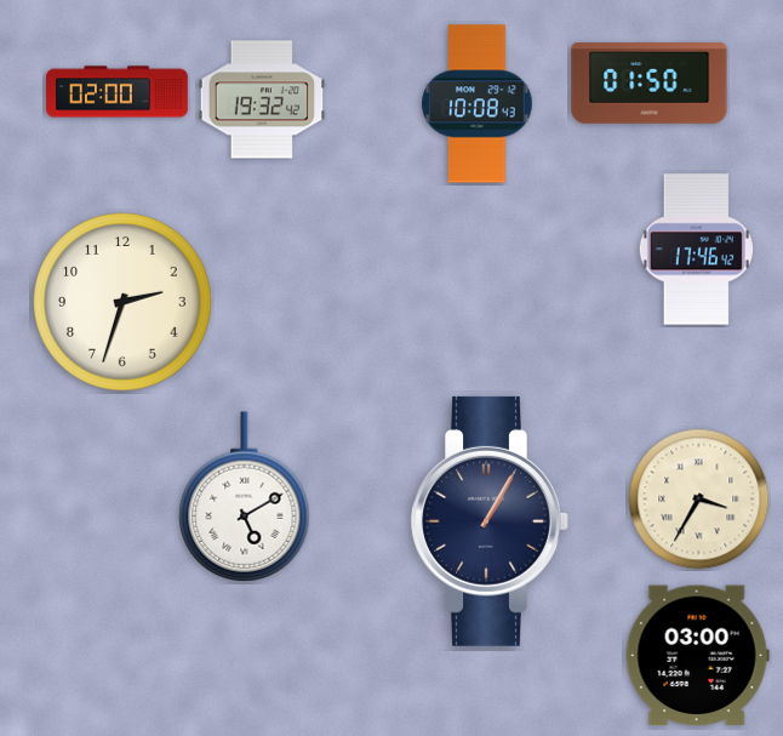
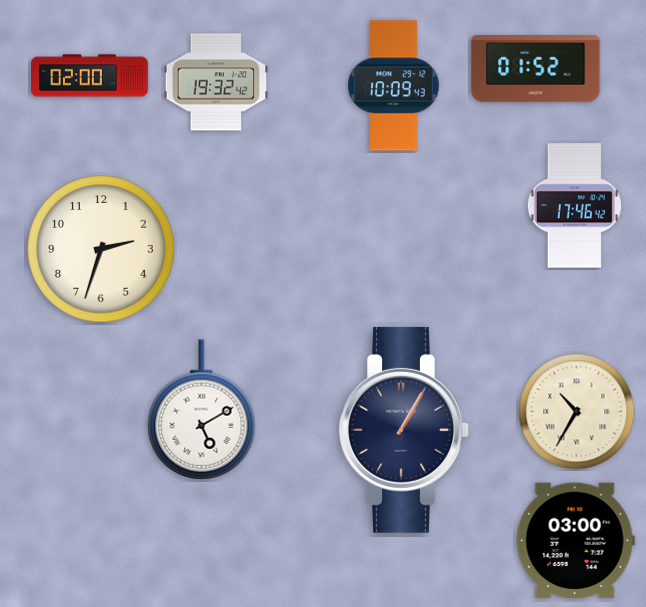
clock at (650, 84): 01:50 -> 01:52
clock at (118, 92) position: (118, 92) -> (90, 76)
clock at (478, 104): 10:08 -> 10:09
clock at (699, 500): 3:35 -> 10:35
